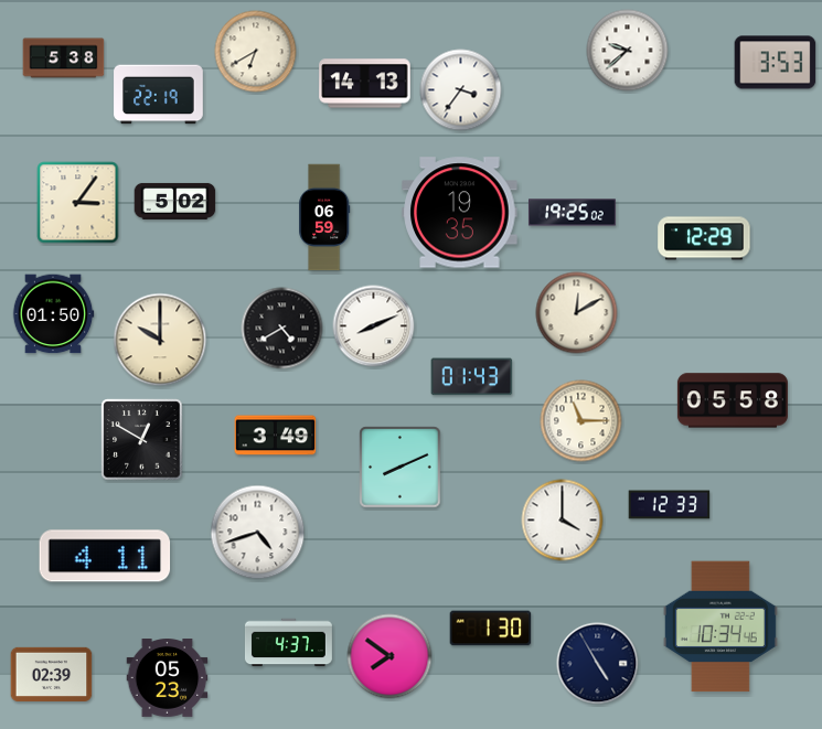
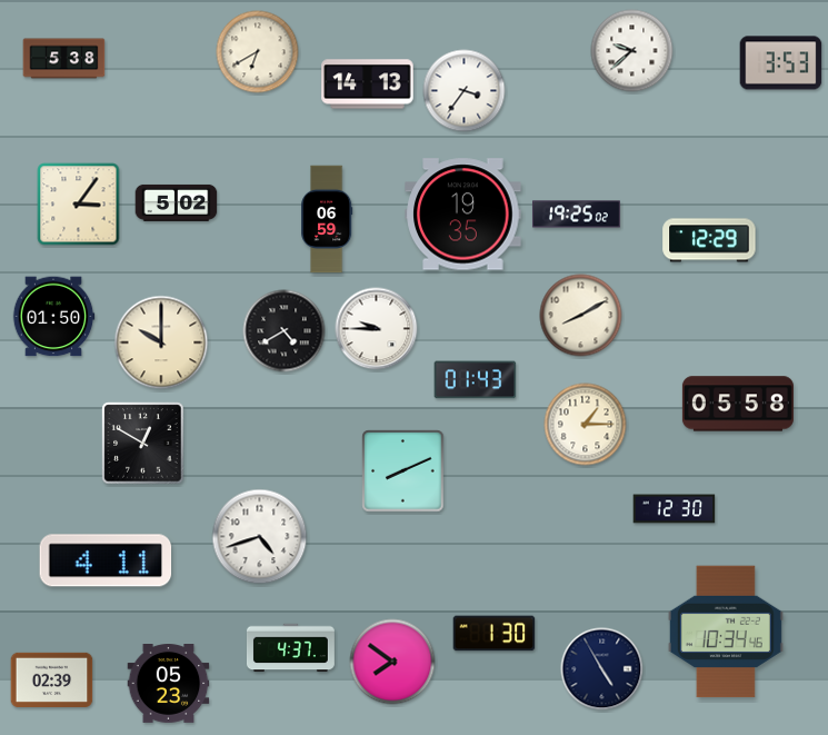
clock at (159, 95): 22:19 -> none
clock at (577, 313): 12:10 -> 8:10
clock at (374, 326): 8:11 -> 9:45
clock at (581, 421): 11:15 -> 1:15
clock at (276, 436): 3:49 -> none
clock at (670, 505): 12:33 -> 12:30
clock at (563, 521): 4:00 -> none
